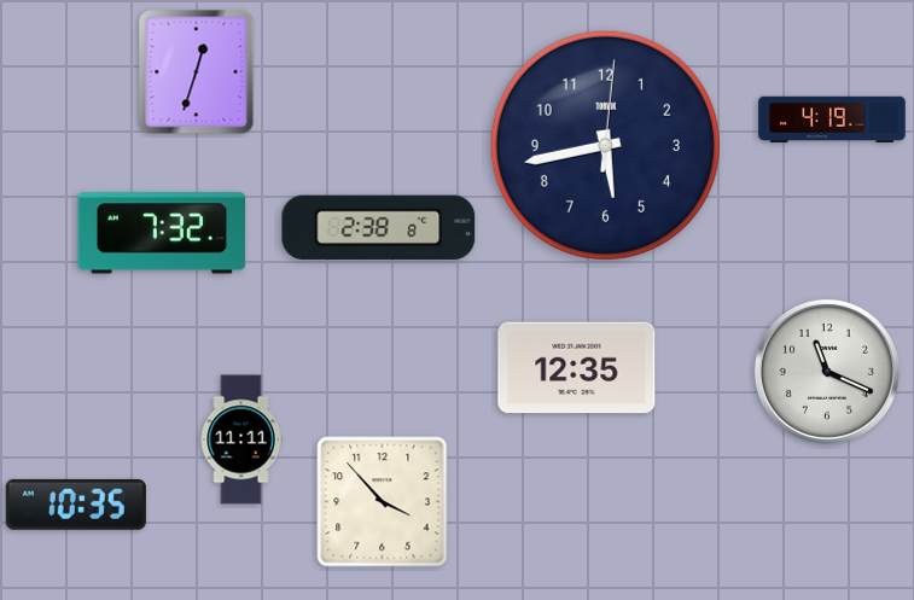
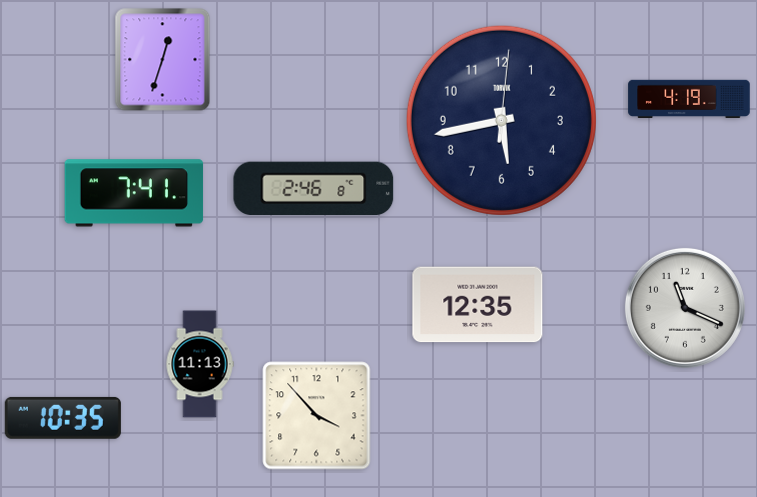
clock at (379, 227): 2:38 -> 2:46
clock at (162, 233): 7:32 -> 7:41
clock at (241, 439): 11:11 -> 11:13
